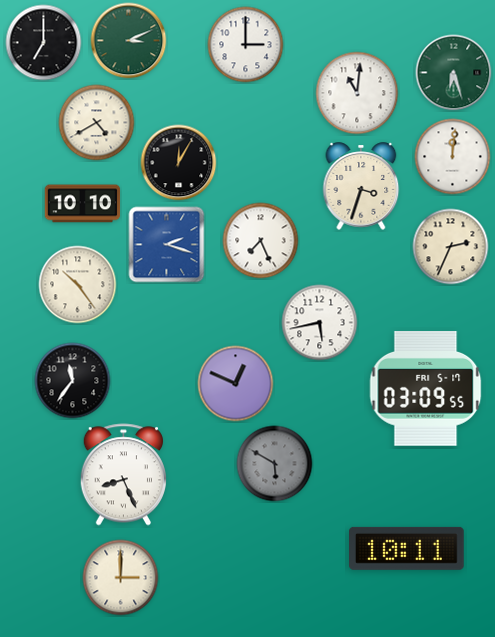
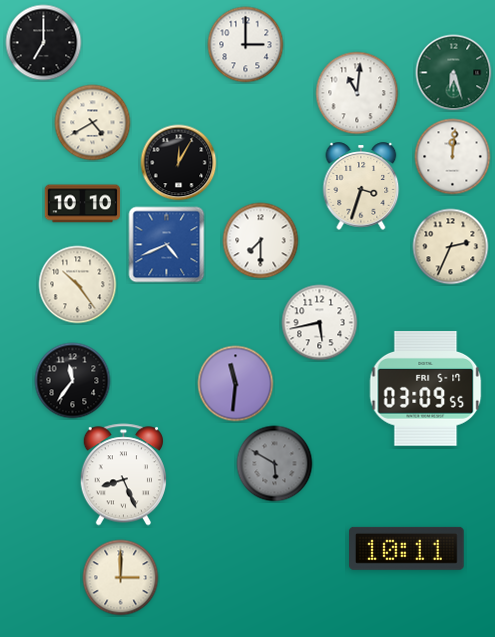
clock at (129, 41): 3:11 -> none
clock at (97, 123) position: (97, 123) -> (93, 123)
clock at (261, 241): 7:26 -> 7:30
clock at (167, 245): 2:18 -> 4:41
clock at (236, 384): 12:49 -> 11:31
